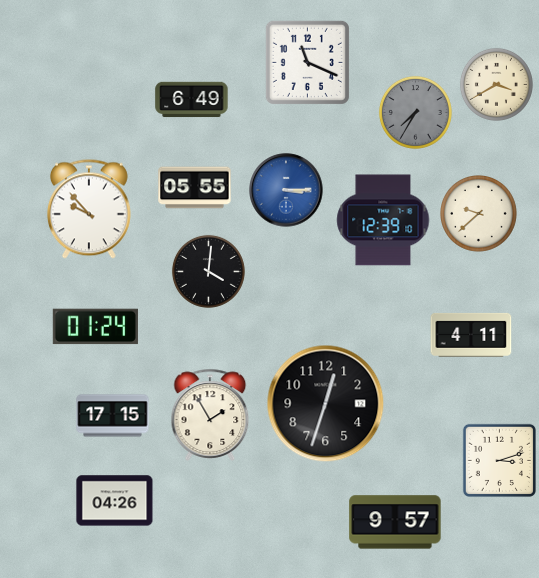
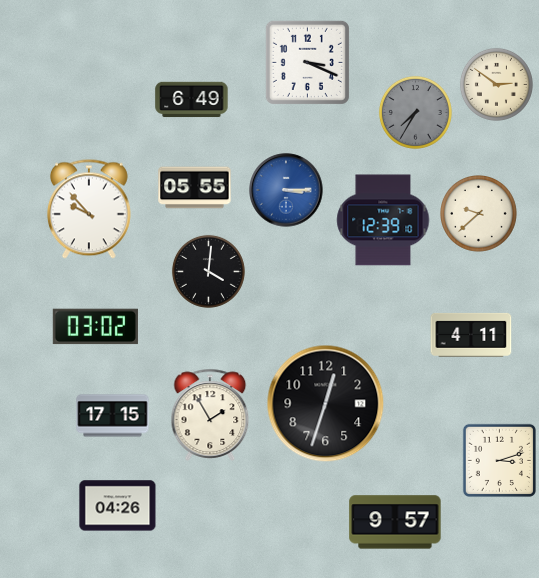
clock at (307, 62): 11:19 -> 3:19
clock at (496, 84): 3:40 -> 2:51
clock at (95, 327): 01:24 -> 03:02
clock at (115, 501) position: (115, 501) -> (118, 506)
